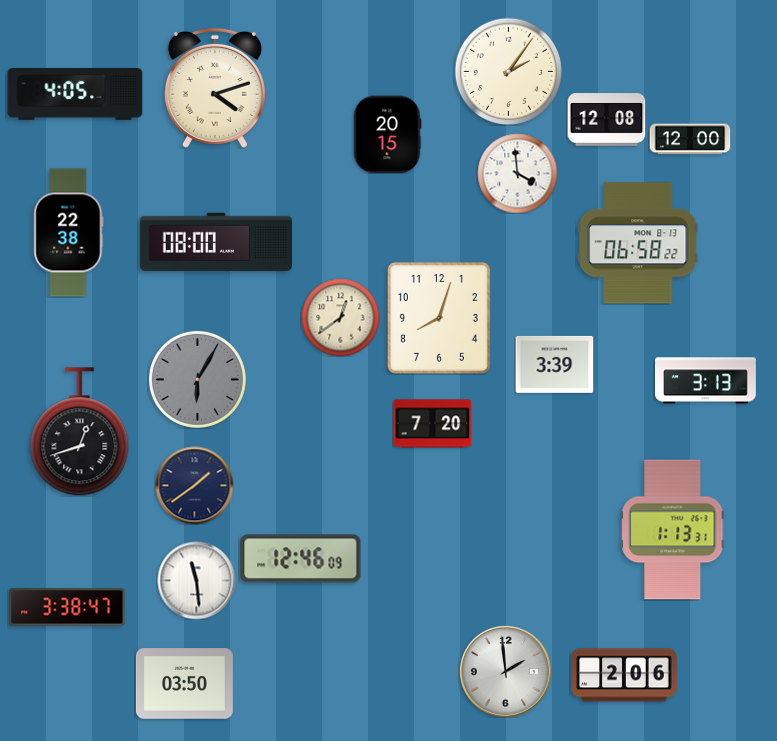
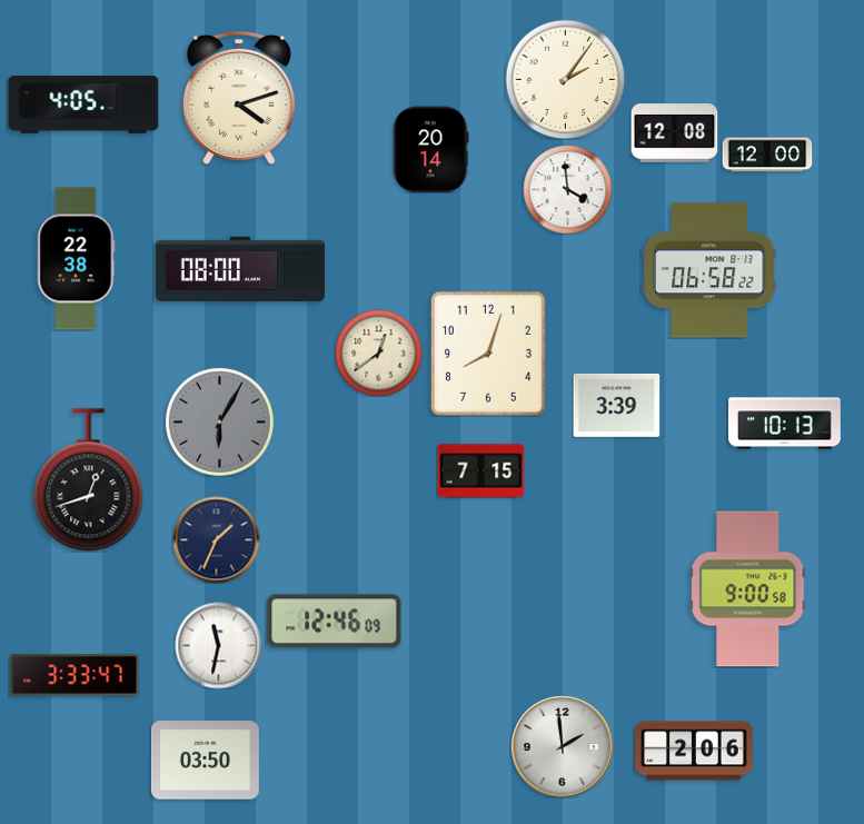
clock at (387, 134): 20:15 -> 20:14
clock at (517, 173) position: (517, 173) -> (567, 189)
clock at (706, 381): 3:13 -> 10:13
clock at (432, 424): 7:20 -> 7:15
clock at (194, 485): 1:39 -> 1:34
clock at (673, 530): 1:13 -> 9:00
clock at (196, 580): 11:29 -> 11:32
clock at (67, 607): 3:38 -> 3:33
